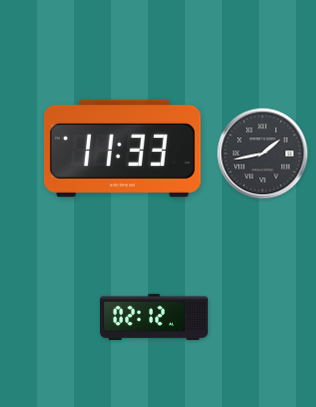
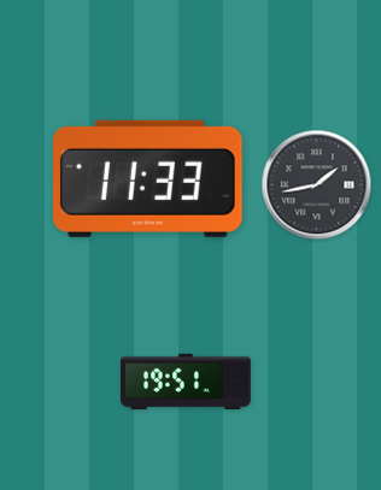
clock at (154, 316): 02:12 -> 19:51
